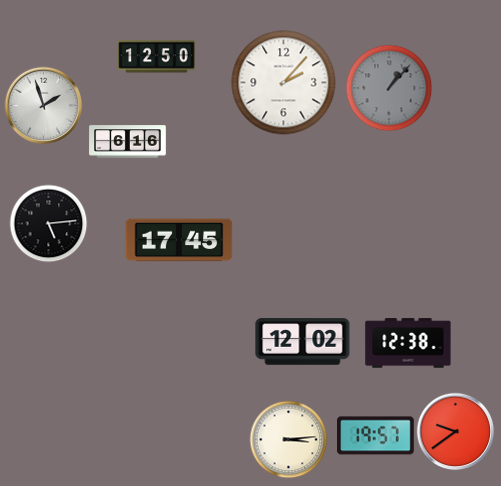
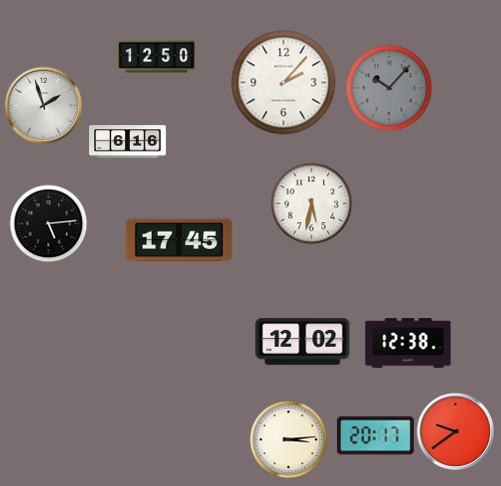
clock at (389, 88): 1:07 -> 10:07
clock at (311, 203): none -> 5:32
clock at (376, 436): 19:57 -> 20:17
